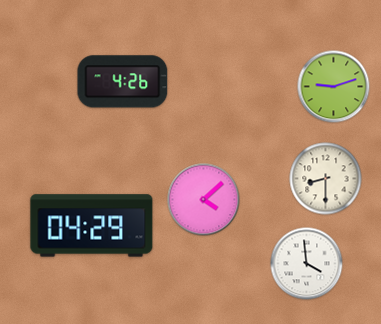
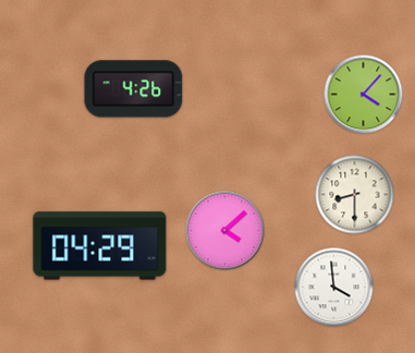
clock at (334, 87): 9:12 -> 4:07
clock at (204, 200) position: (204, 200) -> (225, 231)
